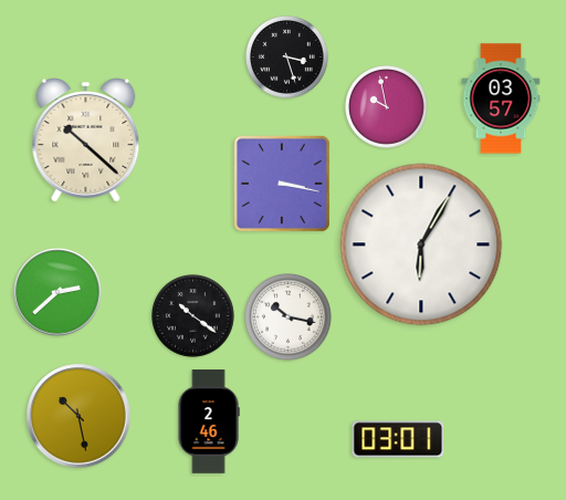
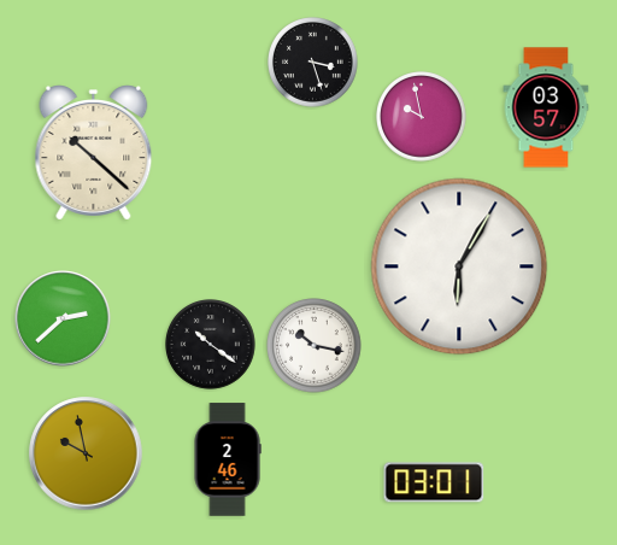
clock at (282, 184): 3:17 -> none
clock at (78, 416): 10:28 -> 9:58
clock at (398, 439) position: (398, 439) -> (434, 482)
